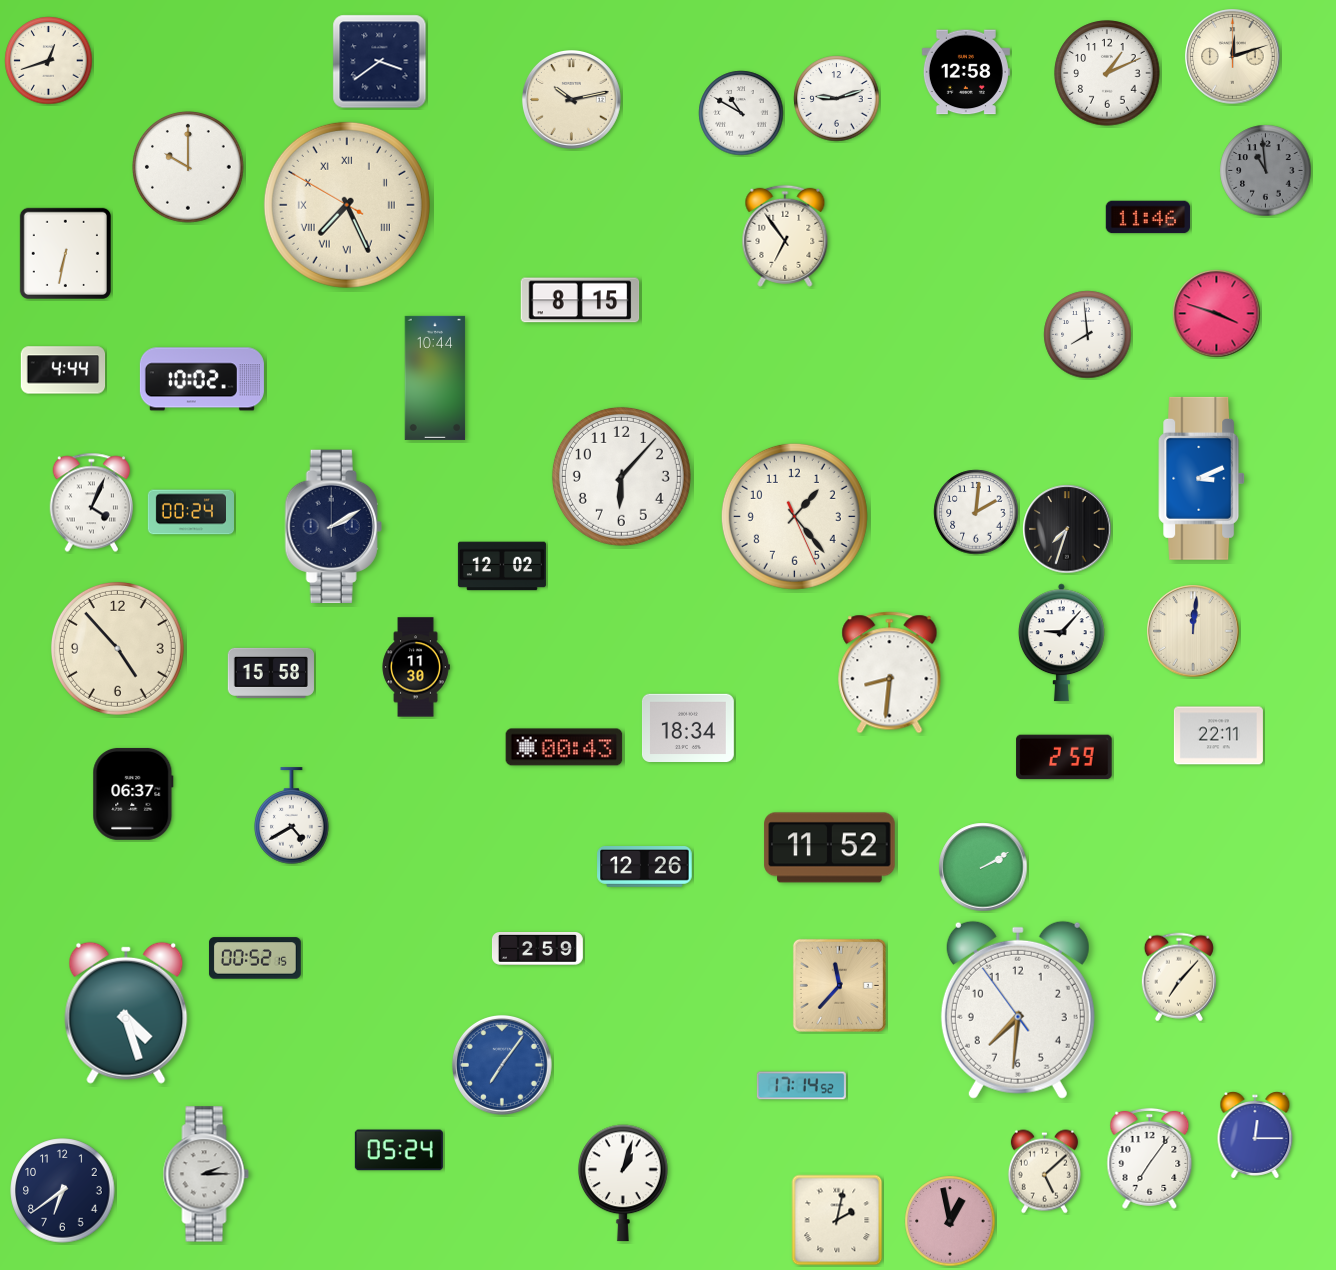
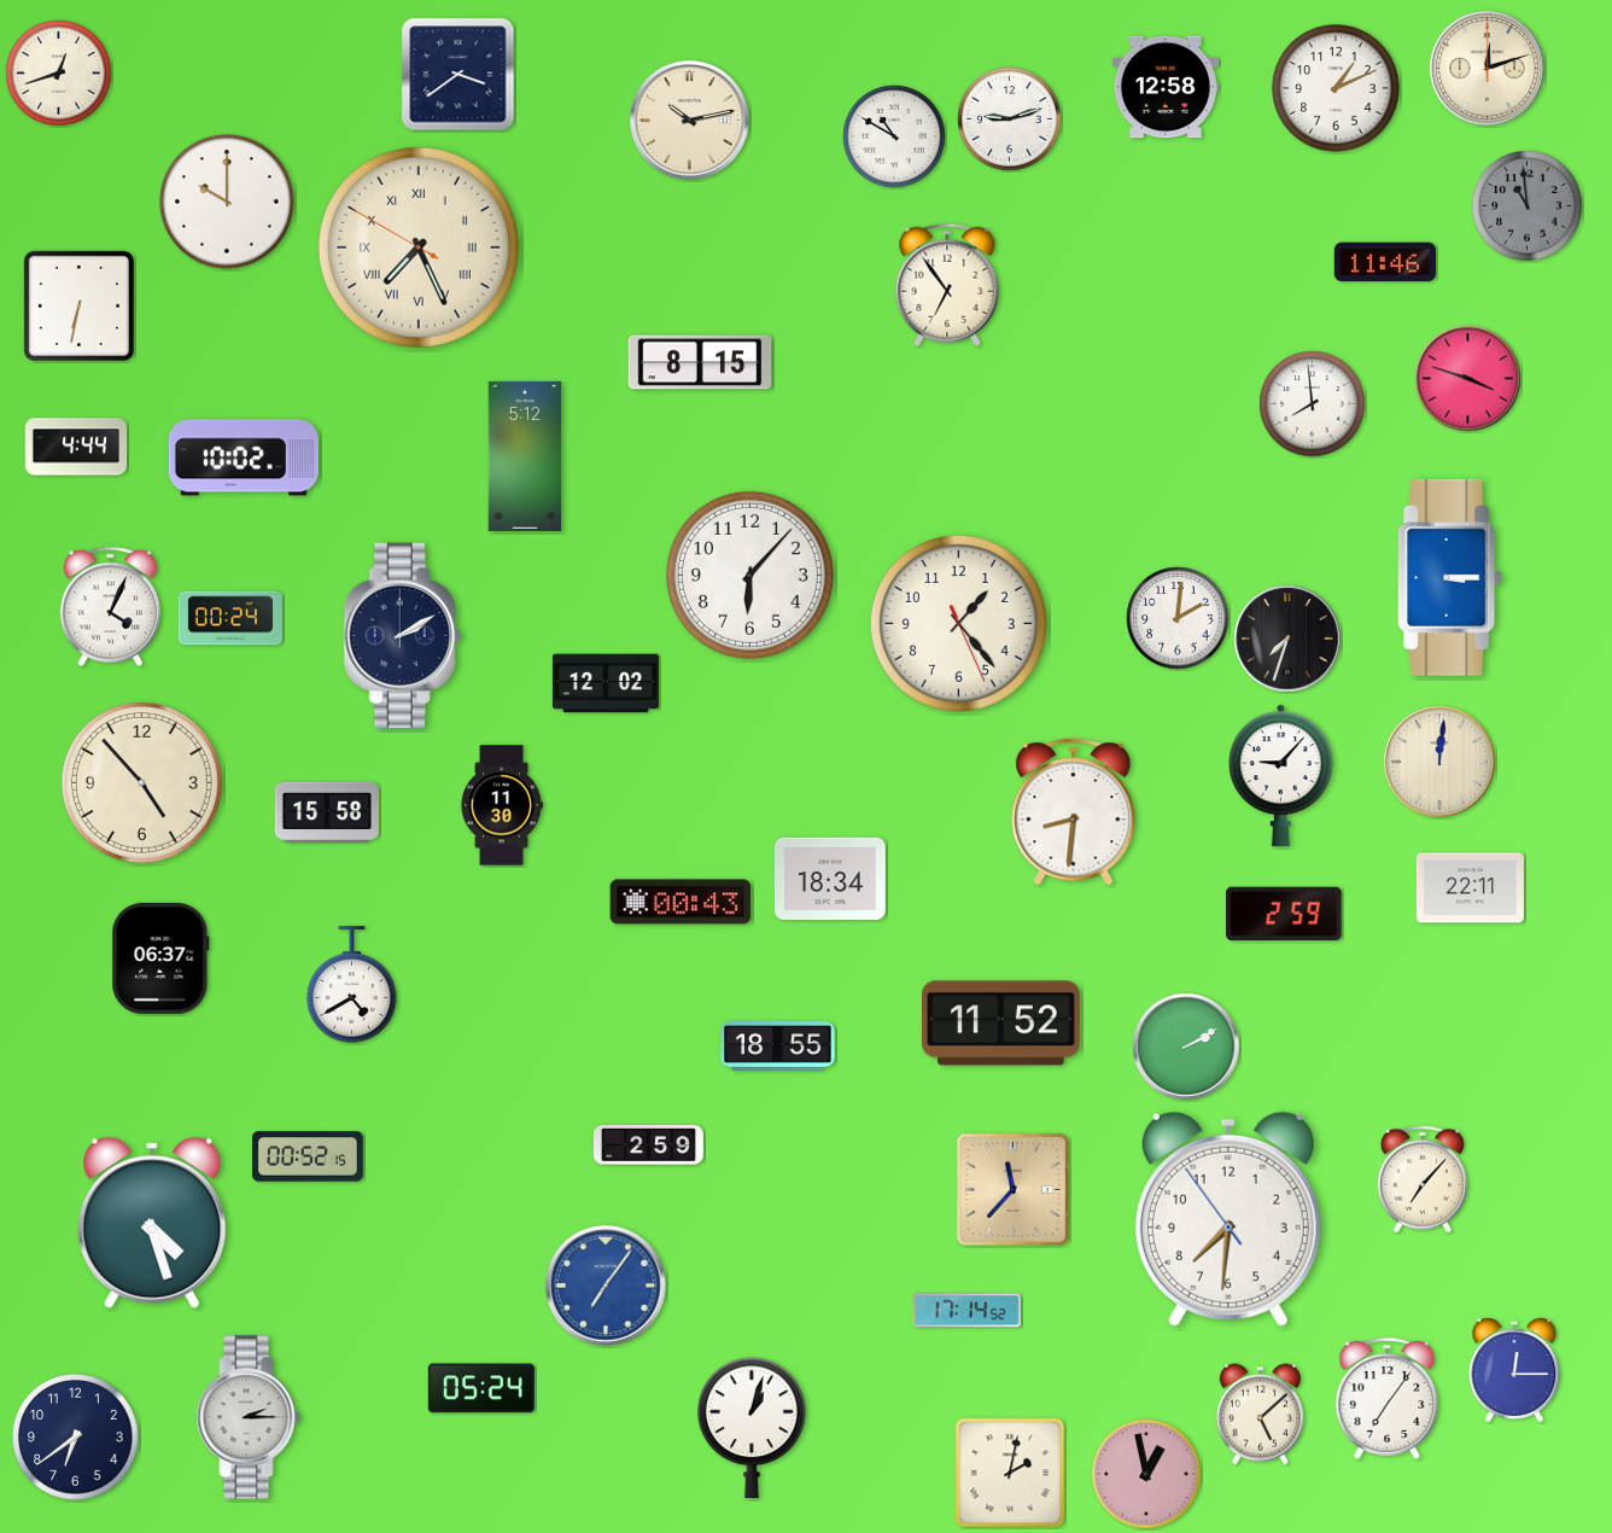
clock at (435, 378): 10:44 -> 5:12
clock at (1202, 478): 3:11 -> 3:15
clock at (645, 867): 12:26 -> 18:55
